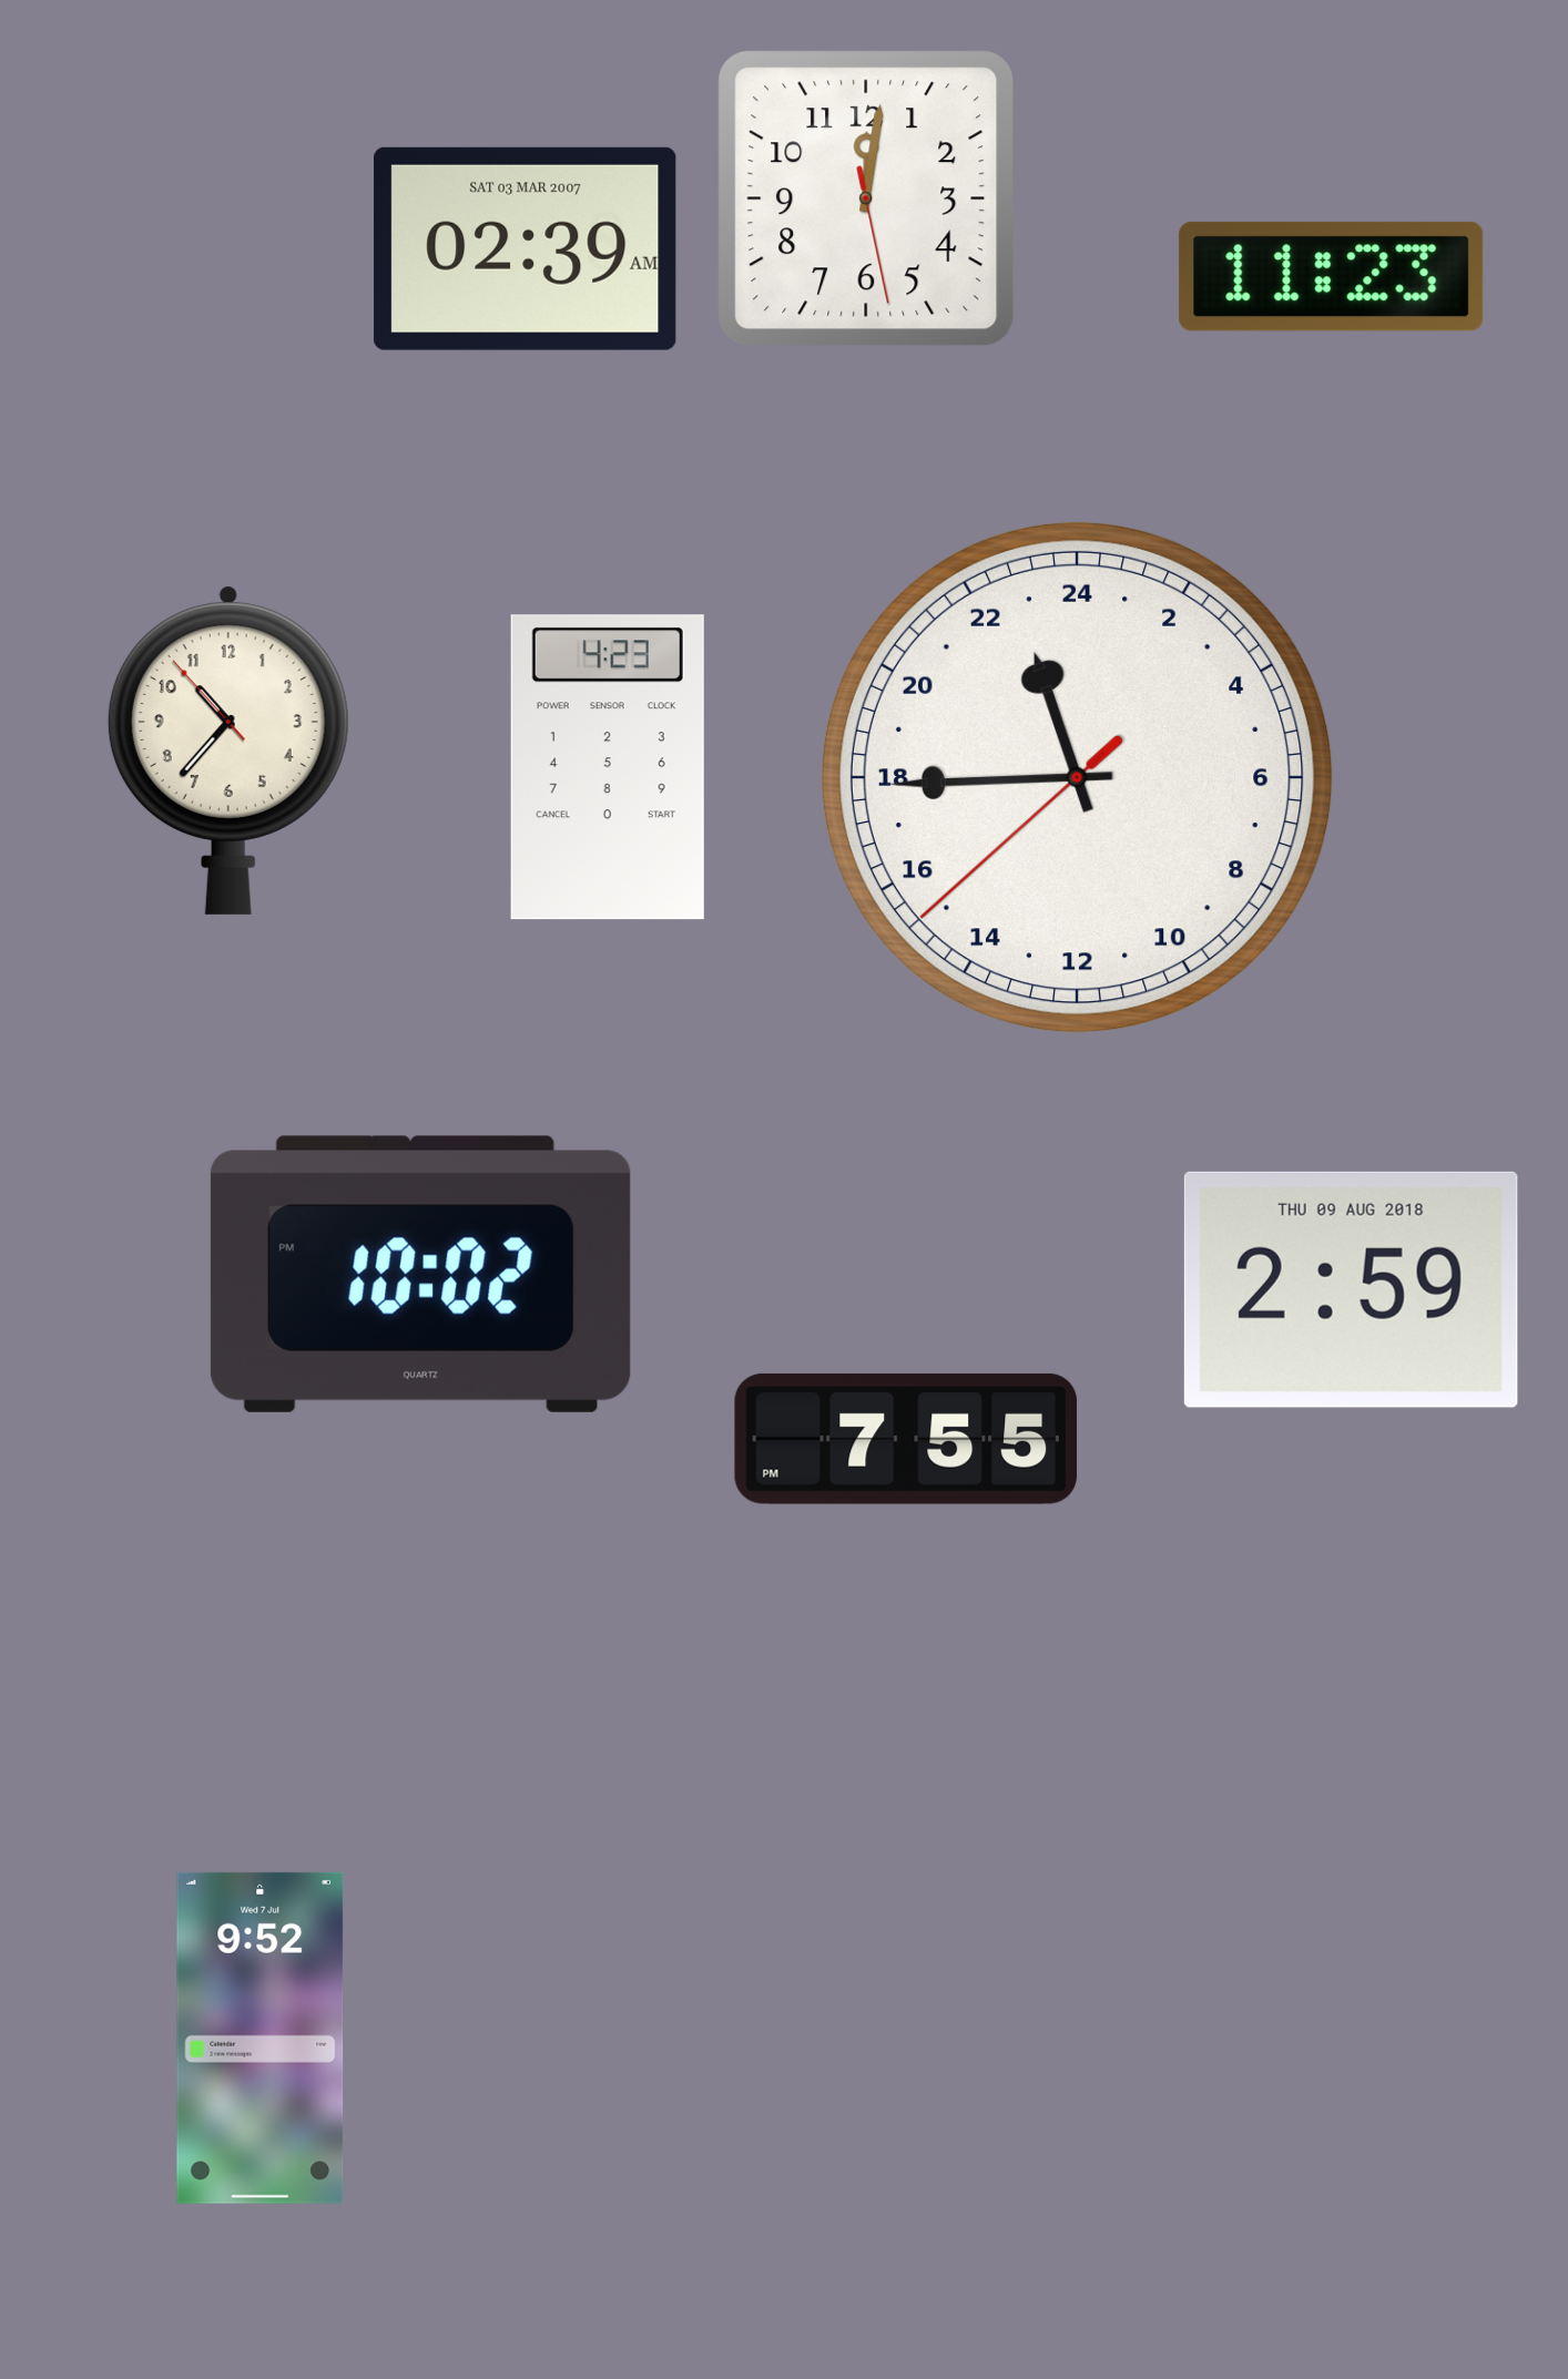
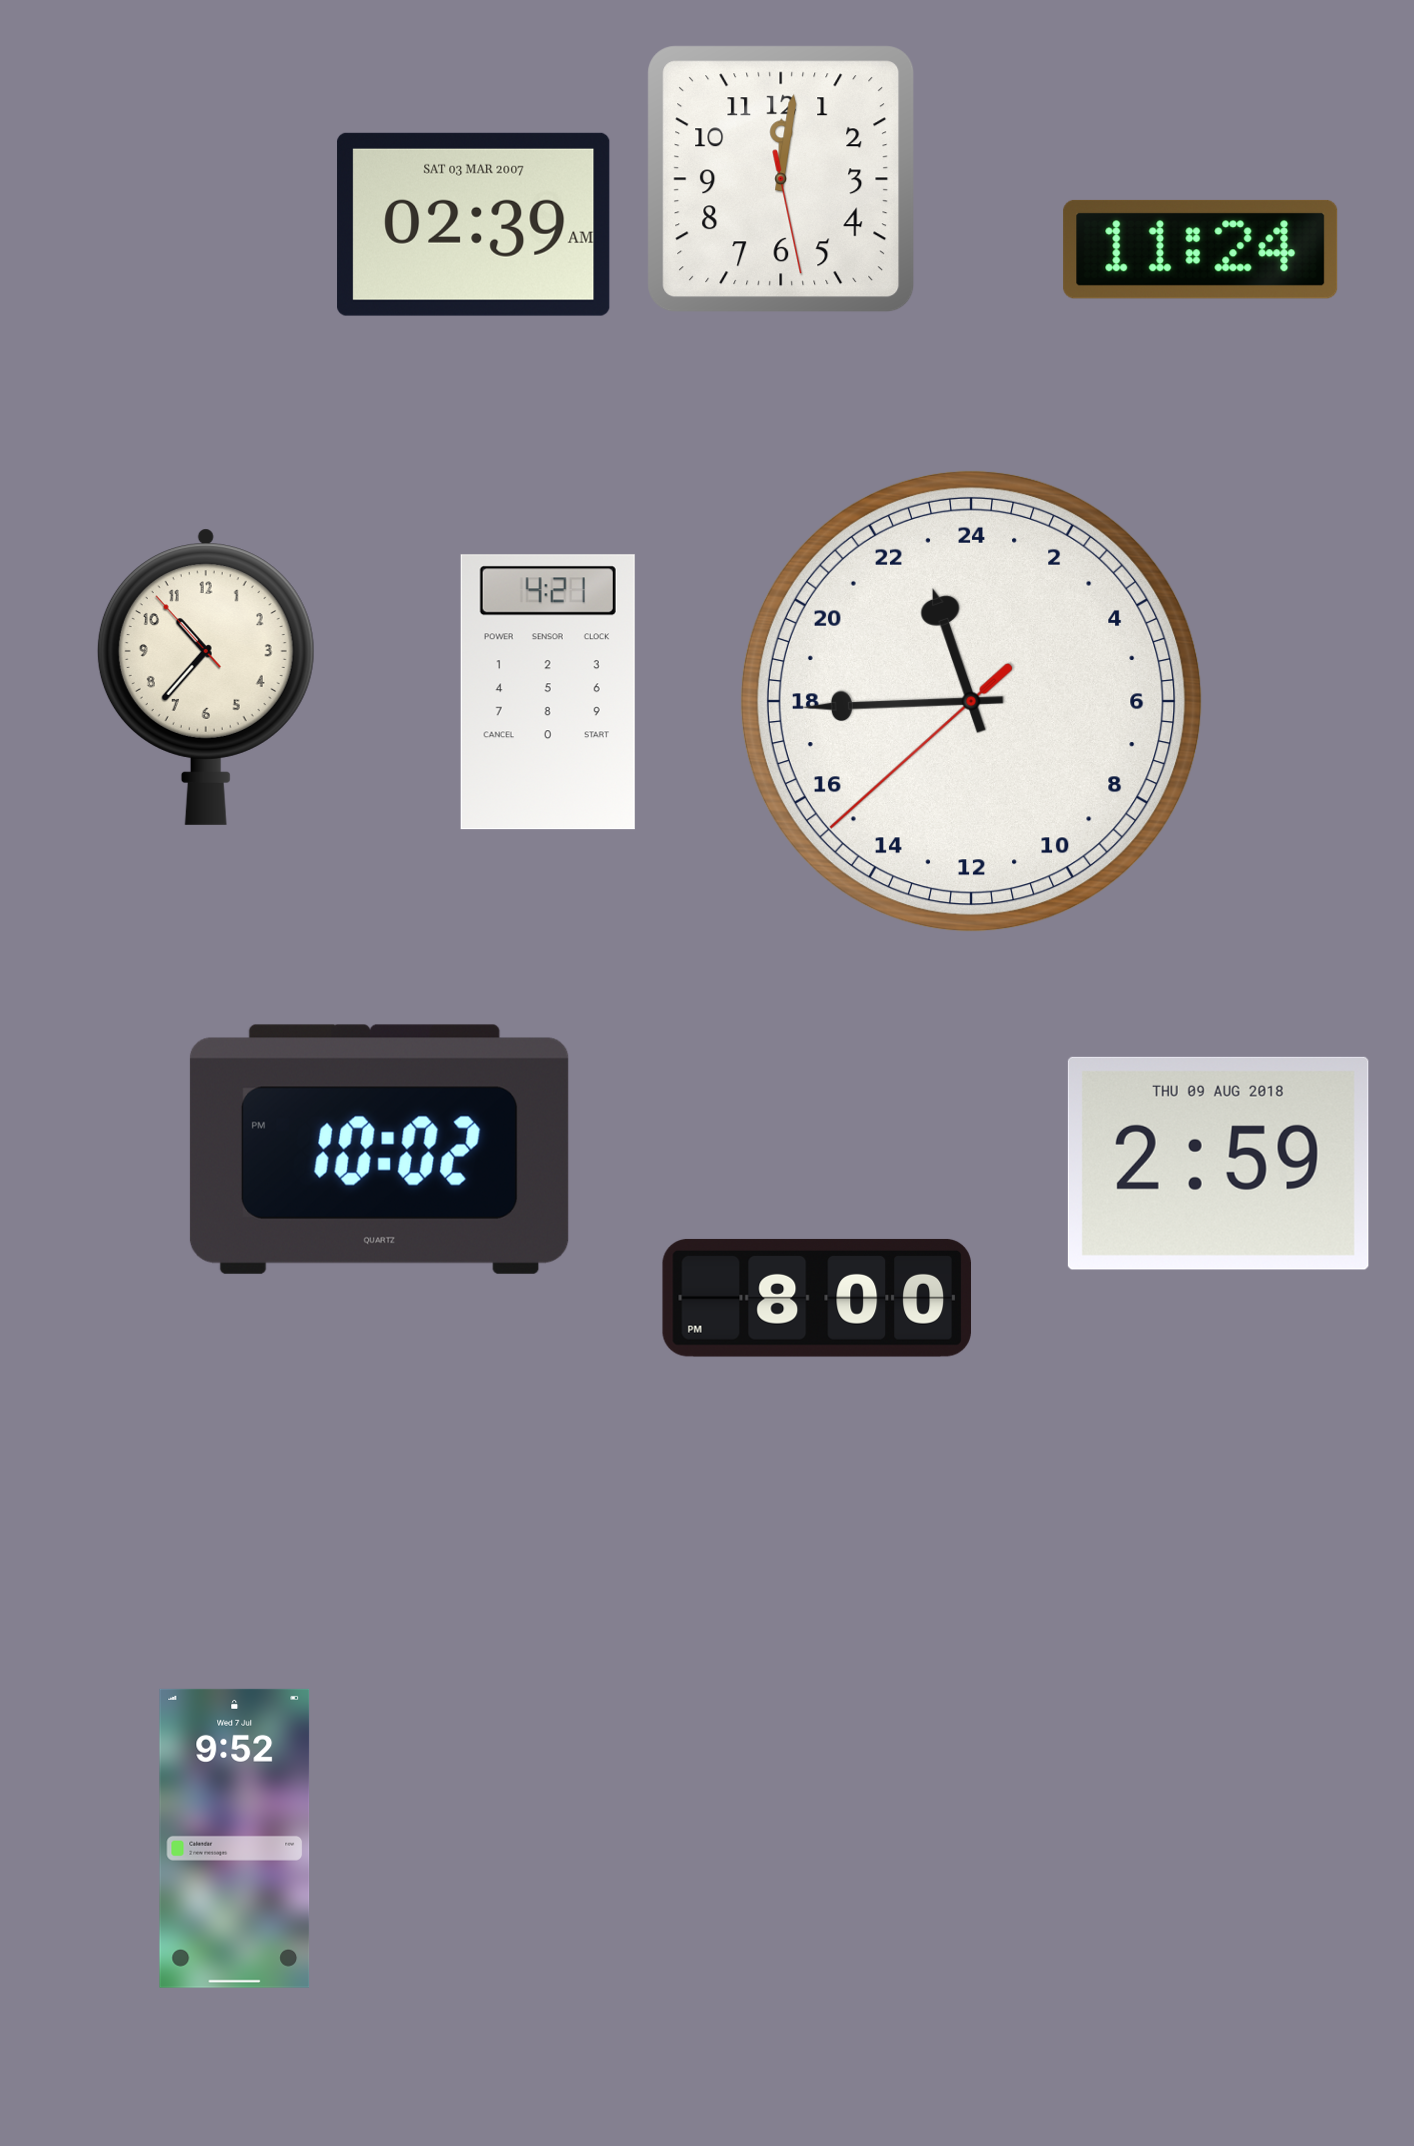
clock at (1332, 276): 11:23 -> 11:24
clock at (608, 767): 4:23 -> 4:21
clock at (905, 1439): 7:55 -> 8:00
